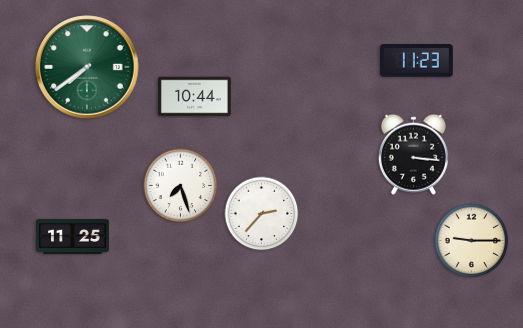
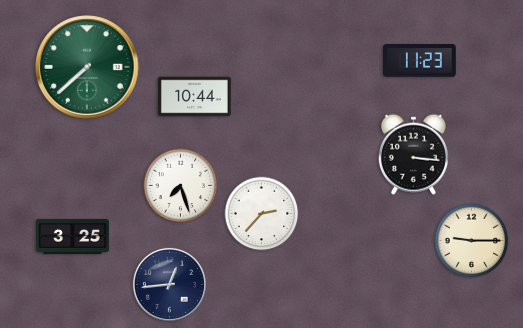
clock at (416, 61) position: (416, 61) -> (419, 61)
clock at (87, 67): 7:39 -> 7:38
clock at (73, 236): 11:25 -> 3:25
clock at (169, 284): none -> 12:44
